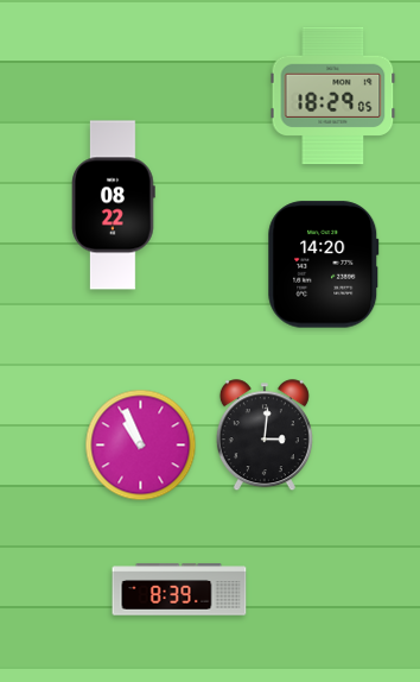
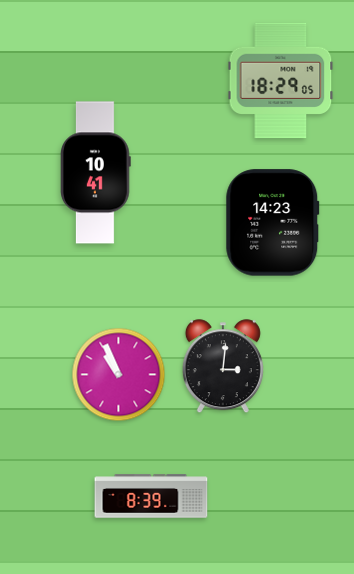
clock at (114, 206): 08:22 -> 10:41
clock at (324, 265): 14:20 -> 14:23
